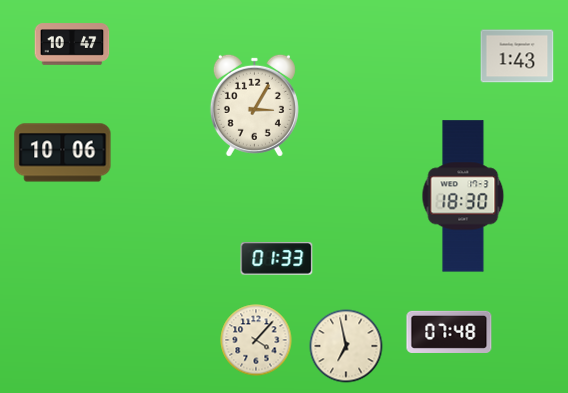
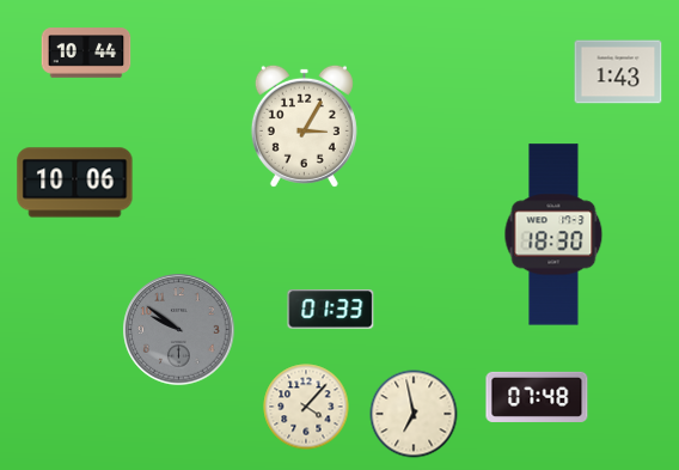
clock at (72, 44): 10:47 -> 10:44
clock at (517, 56) position: (517, 56) -> (618, 72)
clock at (179, 330): none -> 9:51
